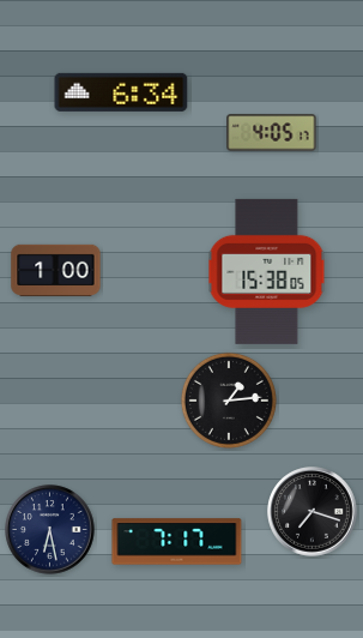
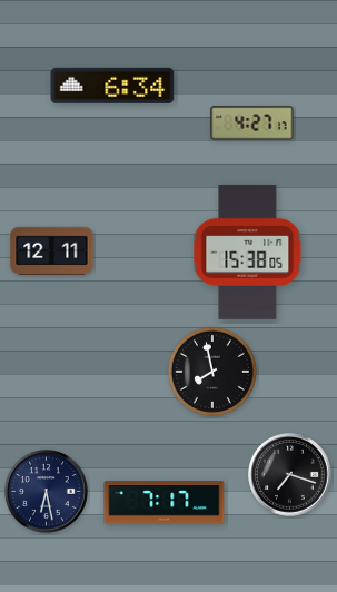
clock at (272, 133): 4:05 -> 4:27
clock at (56, 270): 1:00 -> 12:11
clock at (229, 401): 1:14 -> 7:58
